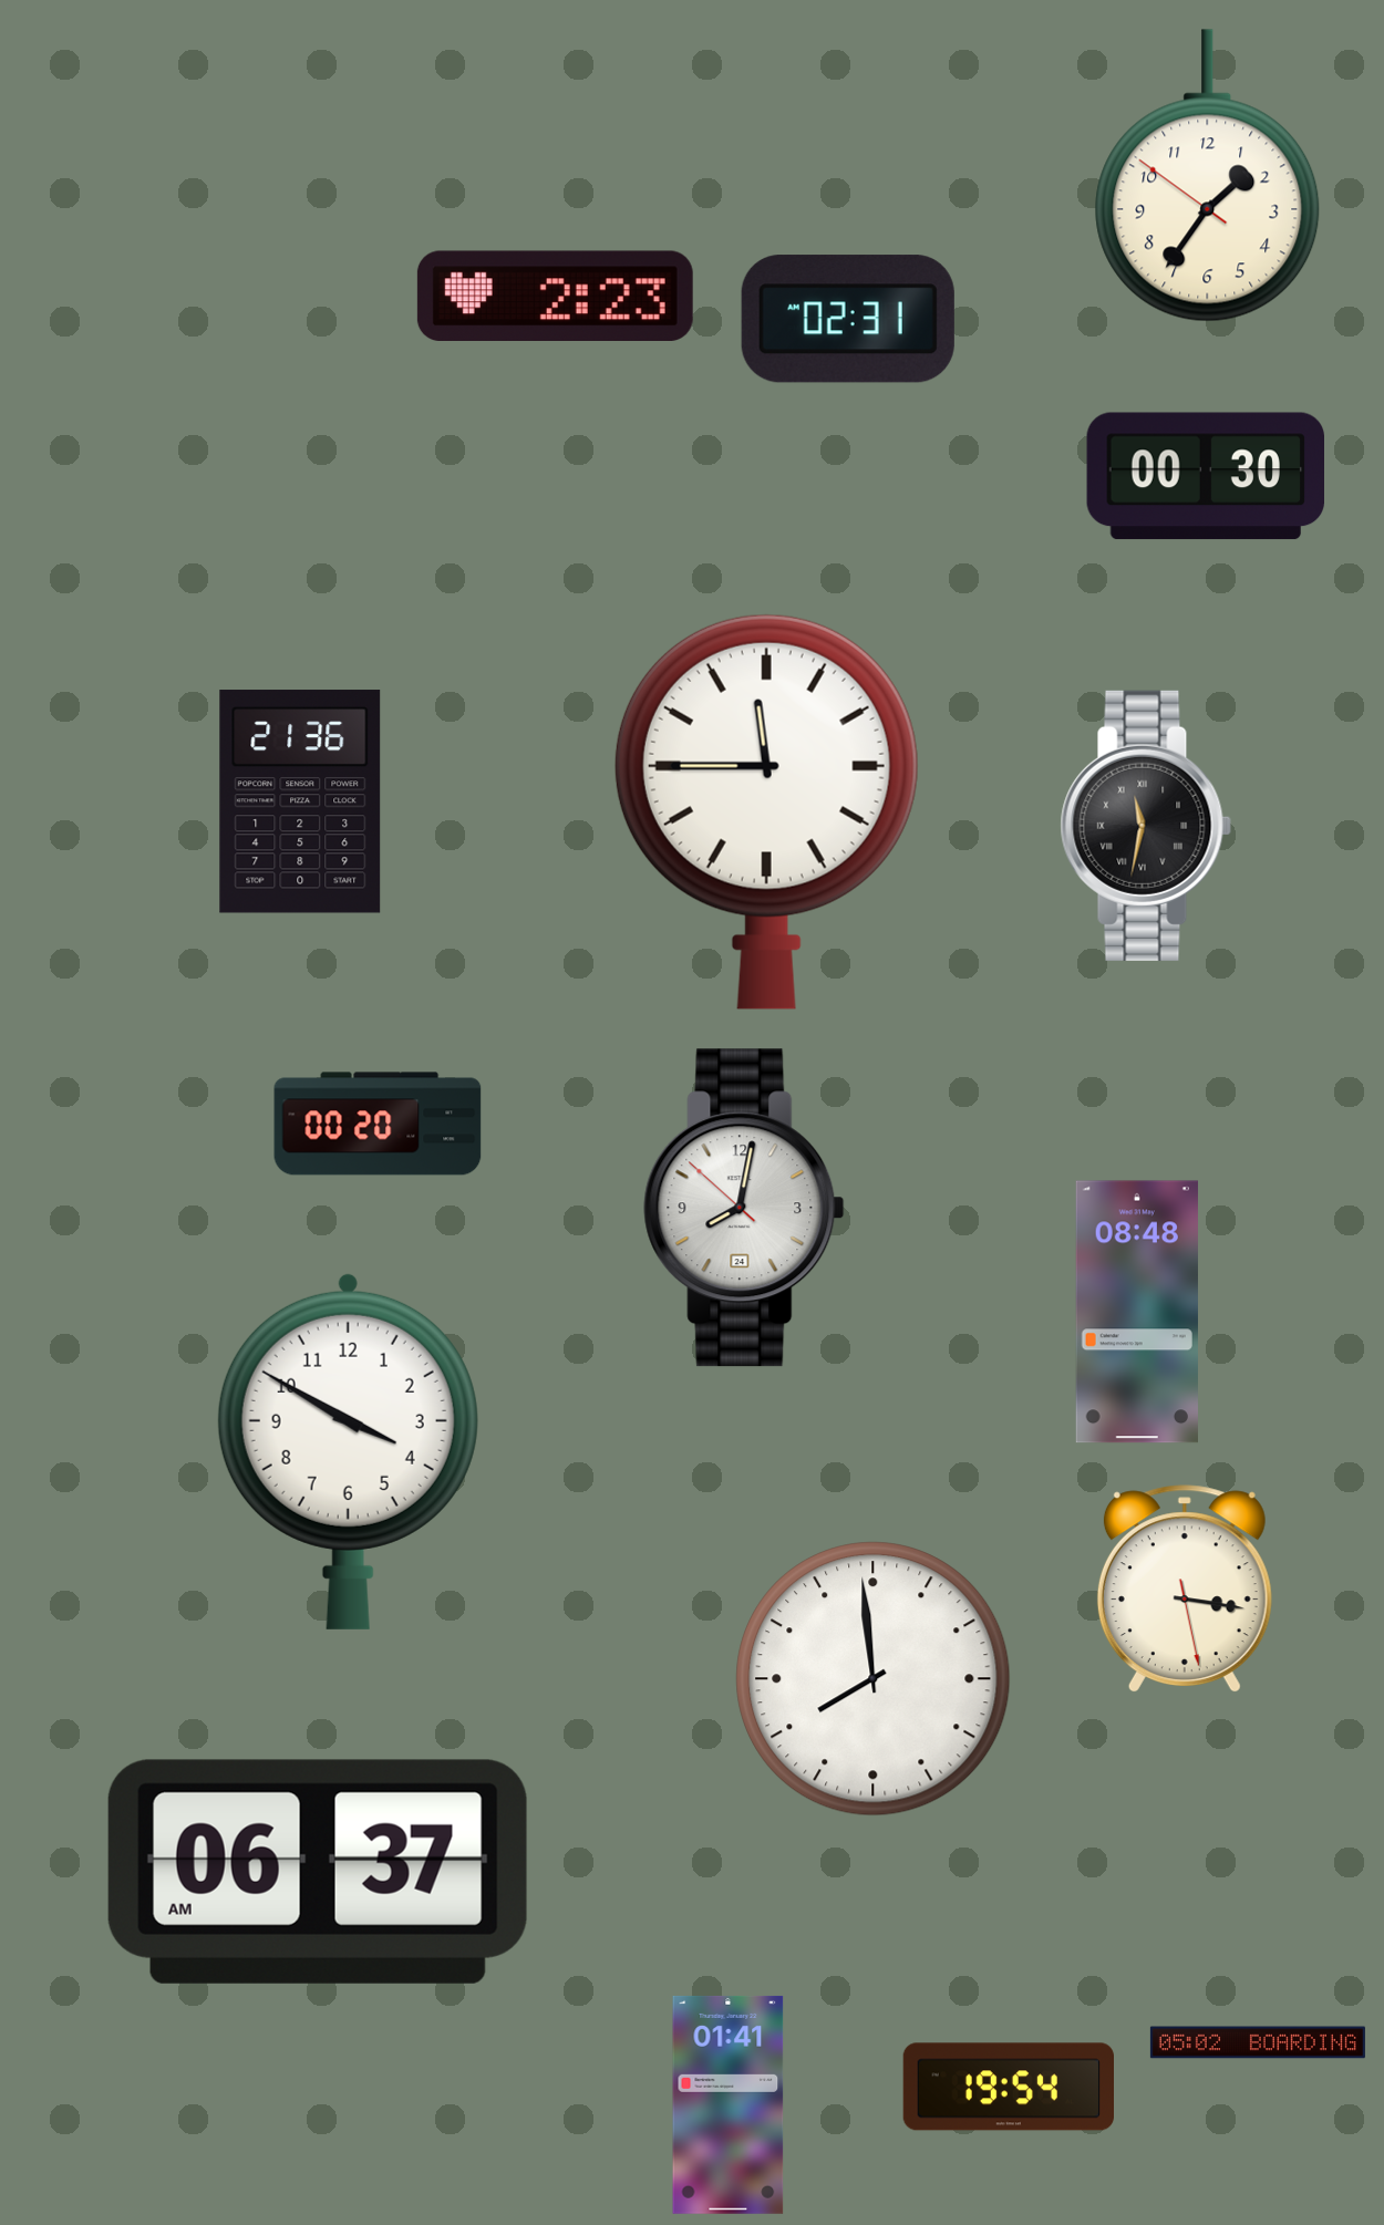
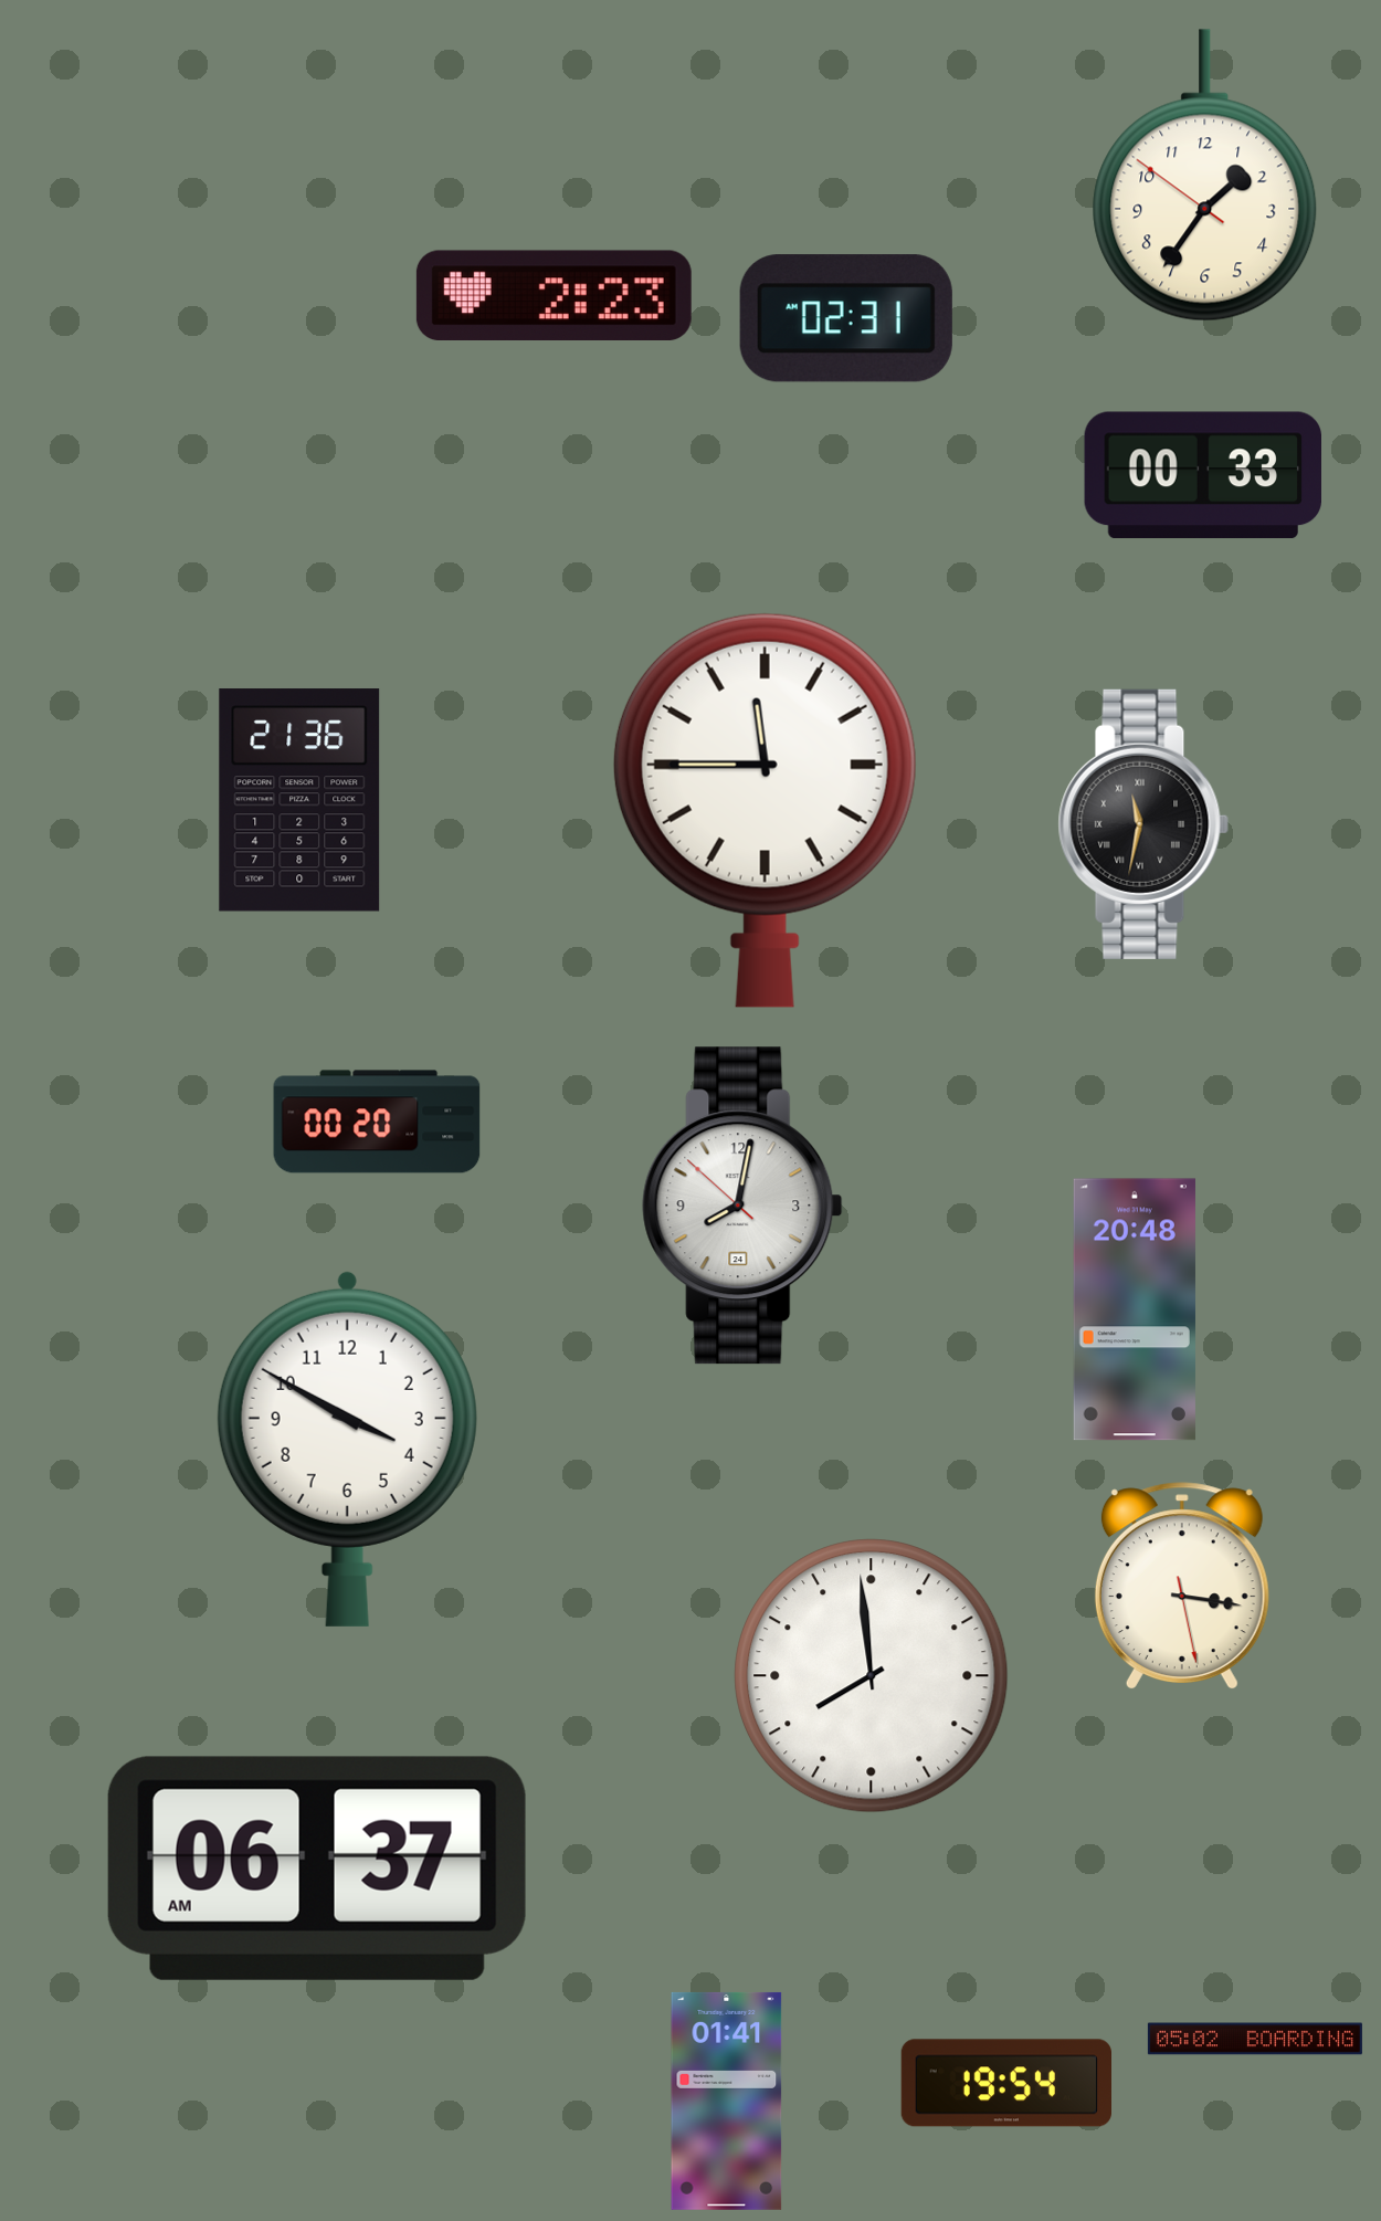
clock at (1205, 476): 00:30 -> 00:33
clock at (1137, 1312): 08:48 -> 20:48
